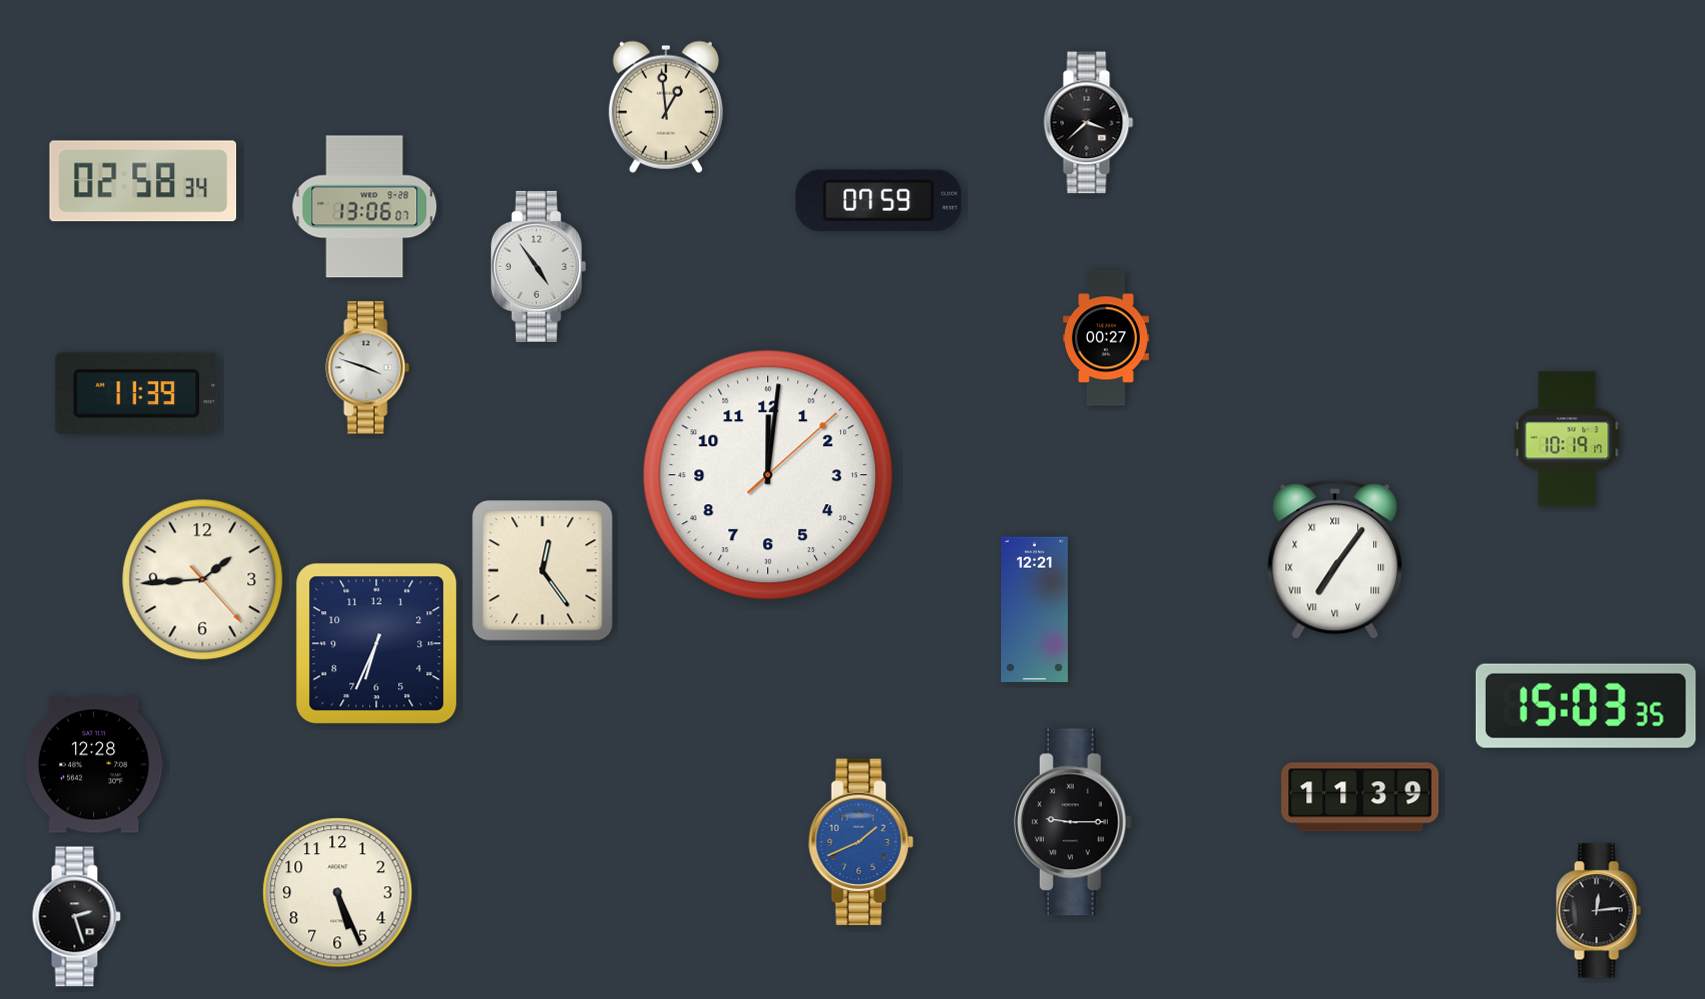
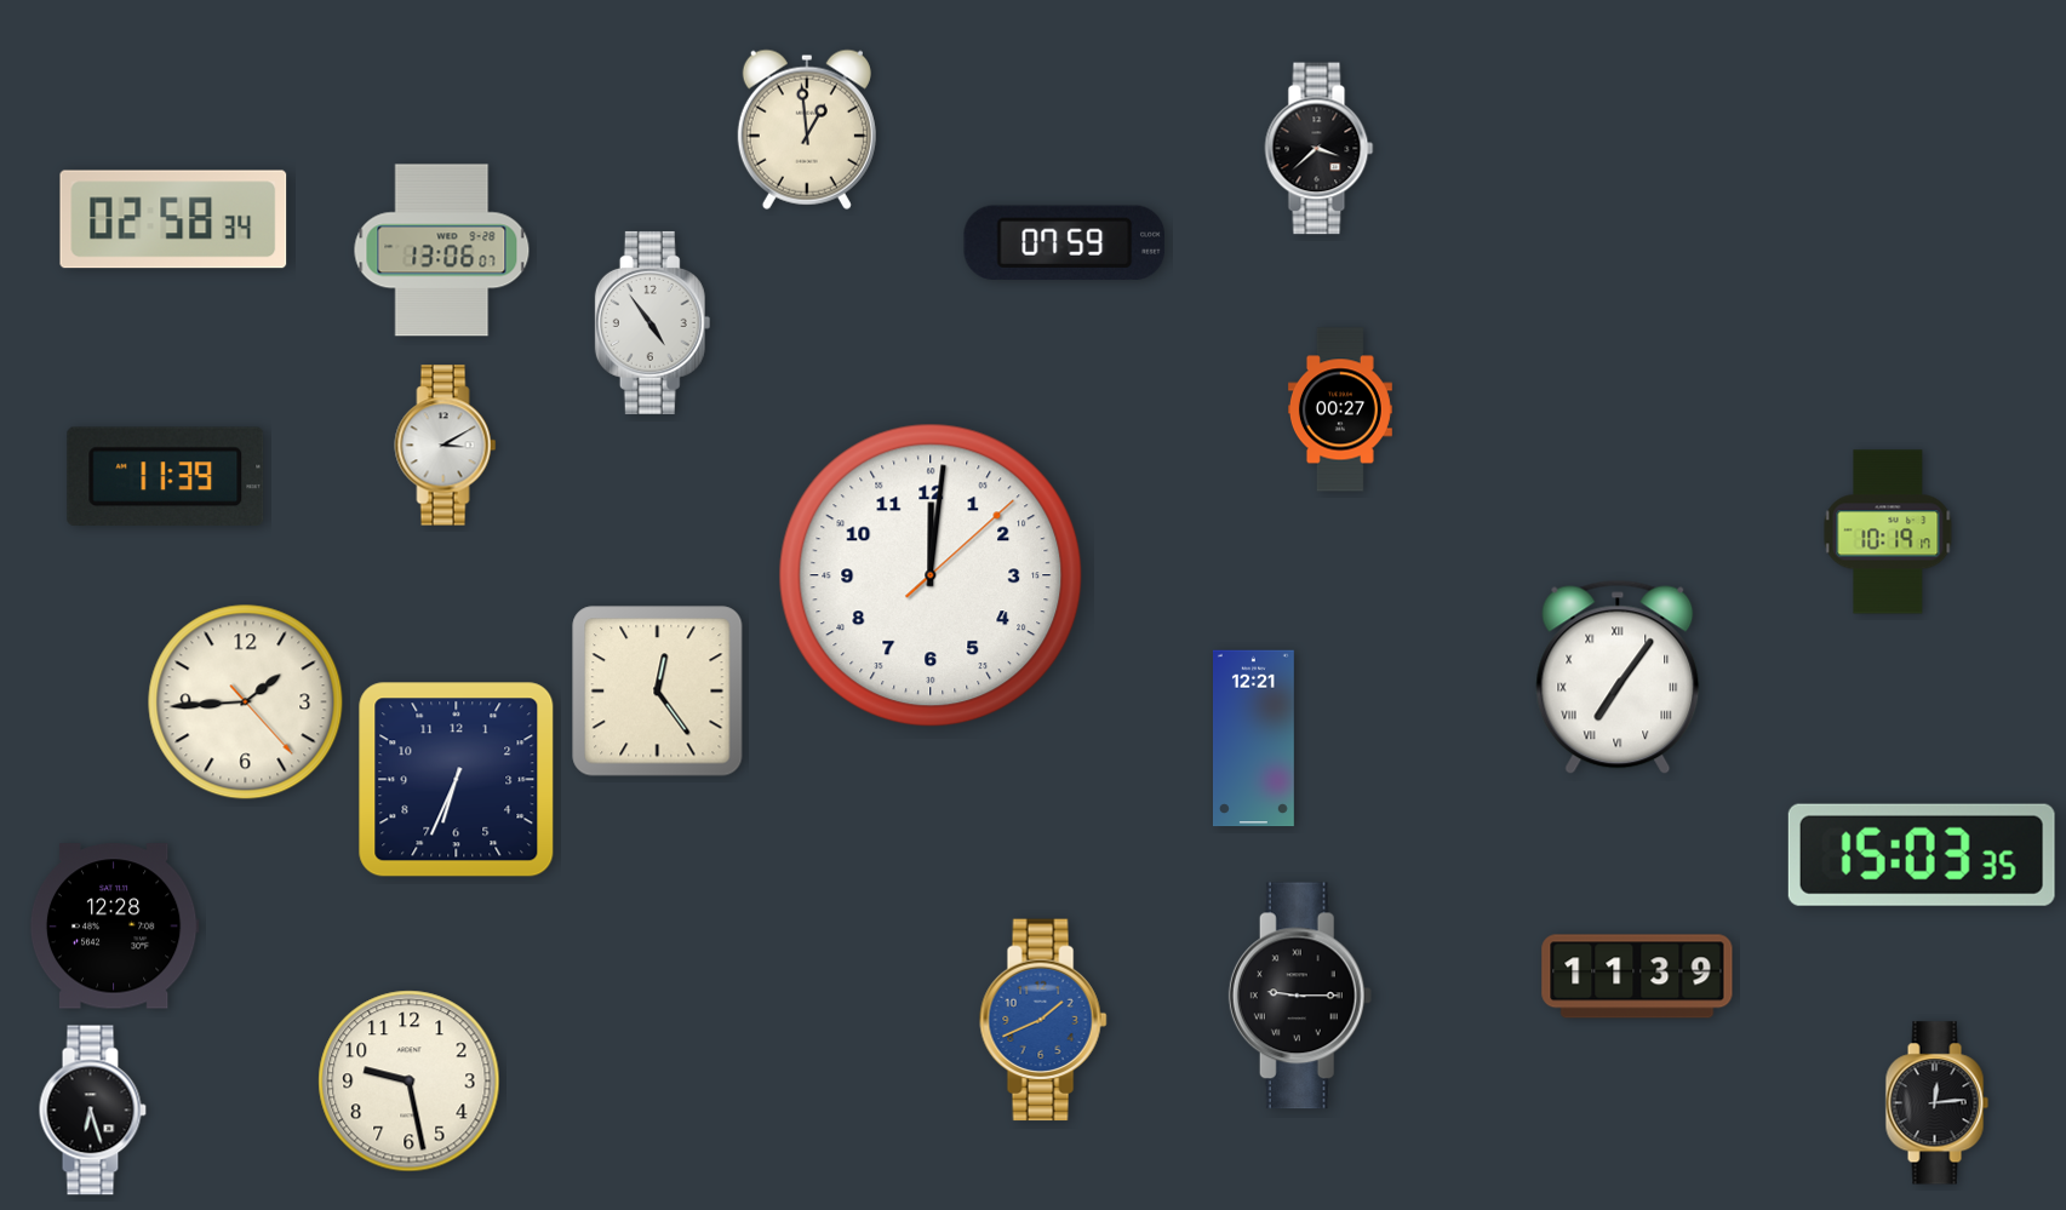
clock at (368, 368): 3:48 -> 3:10
clock at (1567, 439) position: (1567, 439) -> (1888, 532)
clock at (1360, 797) position: (1360, 797) -> (1637, 976)
clock at (338, 893): 5:26 -> 9:28
clock at (76, 917): 2:27 -> 6:27
